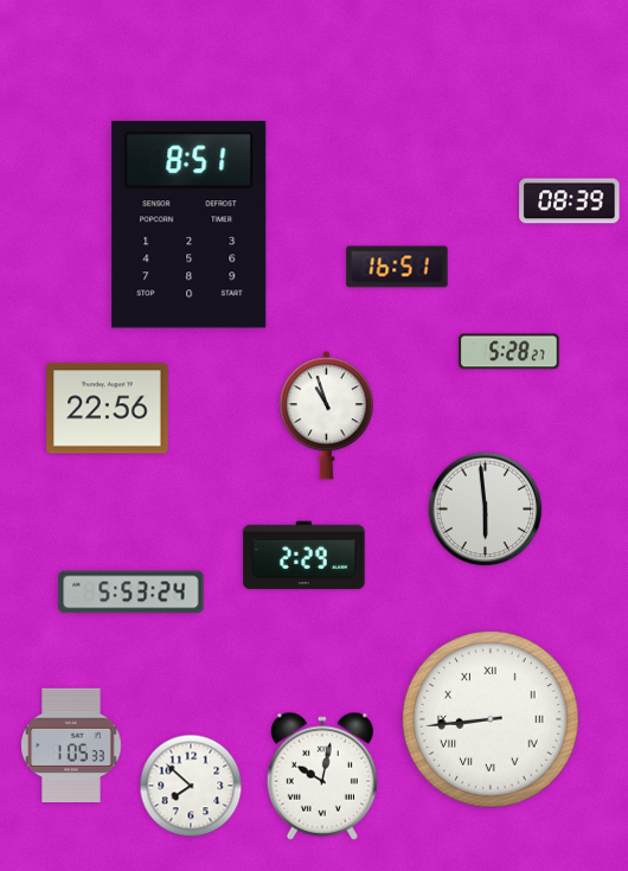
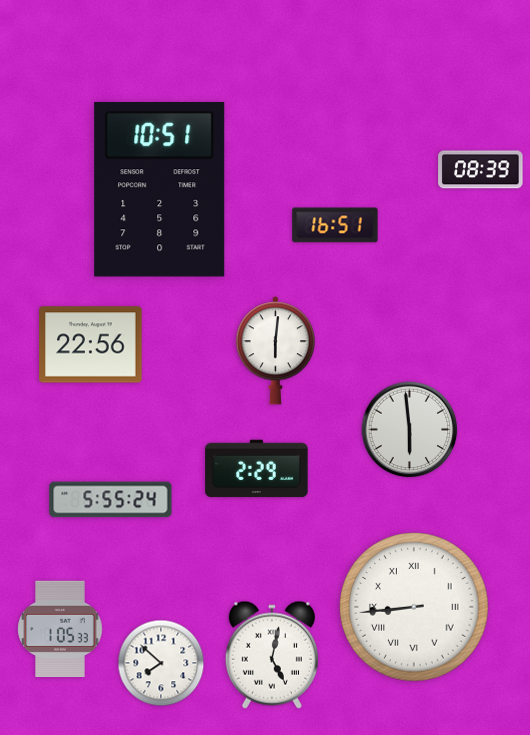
clock at (190, 224): 8:51 -> 10:51
clock at (510, 352): 5:28 -> none
clock at (326, 416): 10:57 -> 6:01
clock at (132, 593): 5:53 -> 5:55
clock at (322, 776): 10:02 -> 5:02
